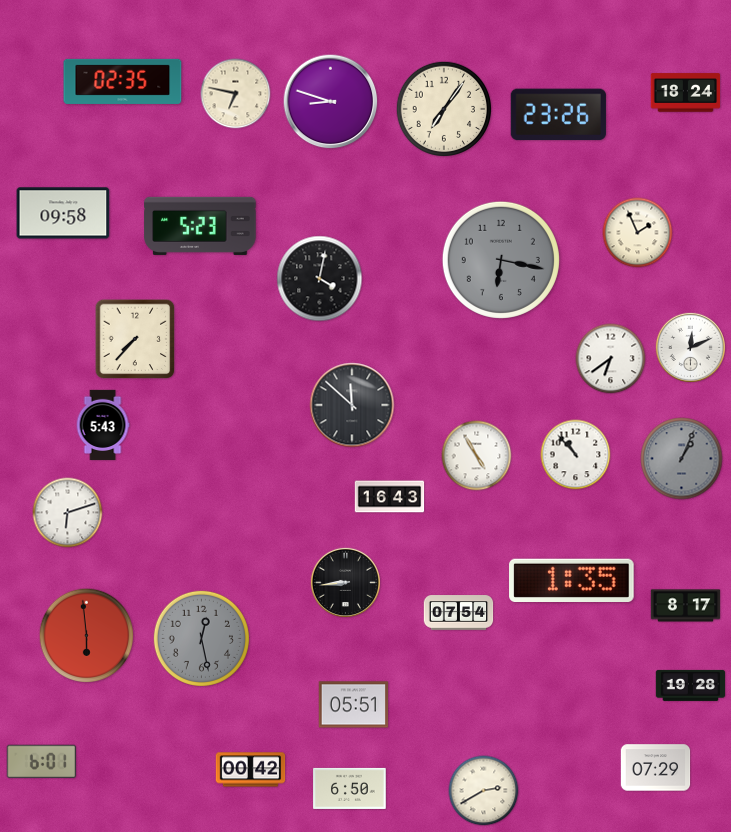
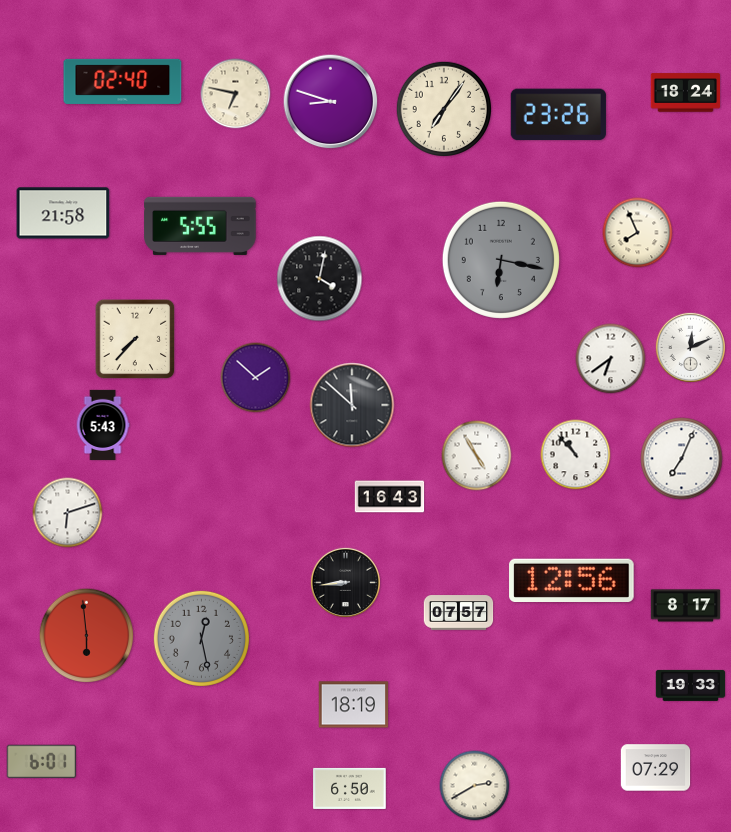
clock at (123, 81): 02:35 -> 02:40
clock at (63, 213): 09:58 -> 21:58
clock at (200, 226): 5:23 -> 5:55
clock at (638, 233): 1:56 -> 7:56
clock at (256, 378): none -> 1:52
clock at (682, 459): 1:04 -> 7:04
clock at (682, 459) dial: grey -> white
clock at (572, 580): 1:35 -> 12:56
clock at (459, 613): 07:54 -> 07:57
clock at (691, 685): 19:28 -> 19:33
clock at (354, 705): 05:51 -> 18:19
clock at (251, 770): 00:42 -> none
clock at (484, 791) position: (484, 791) -> (475, 786)
